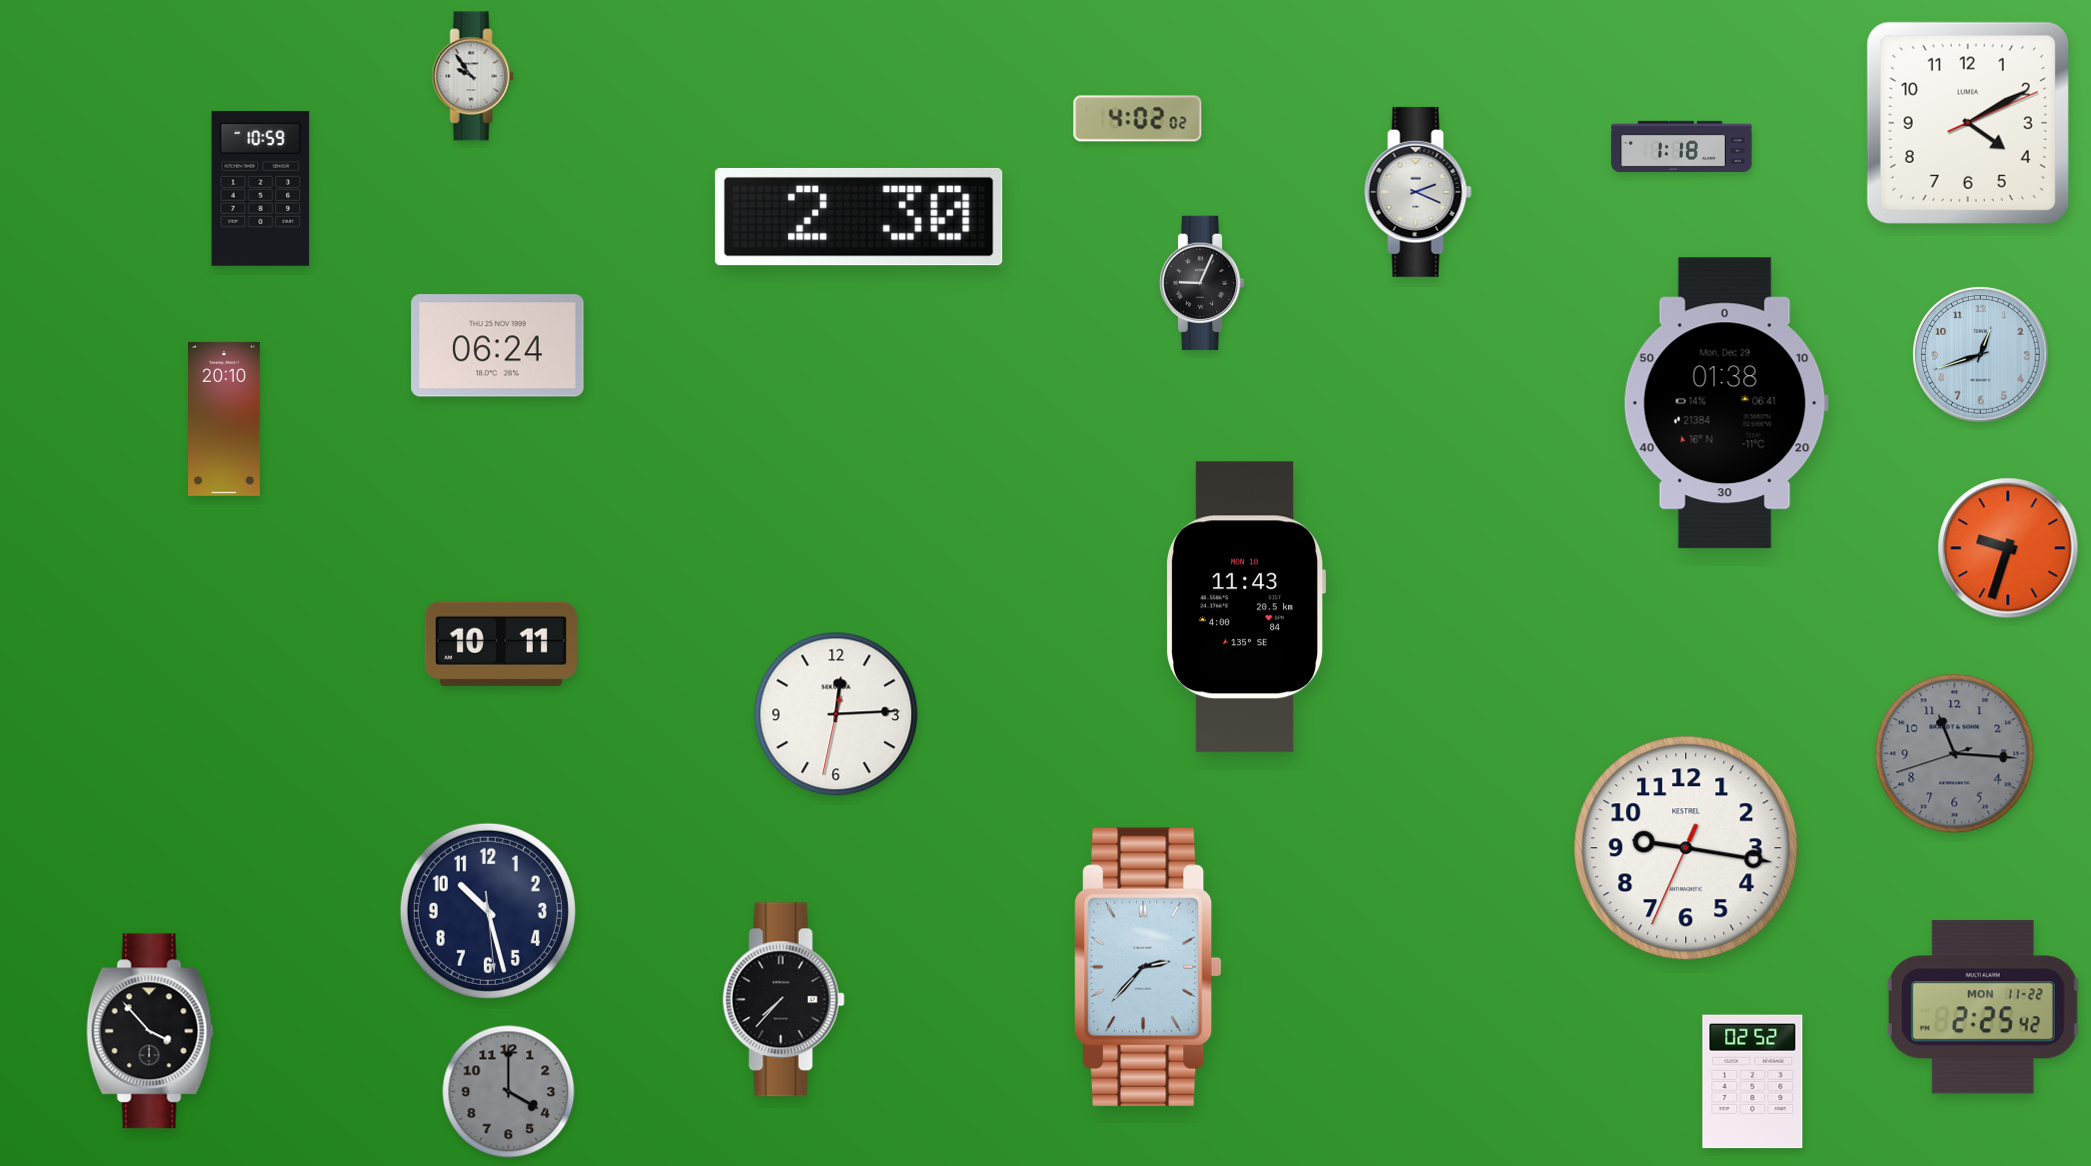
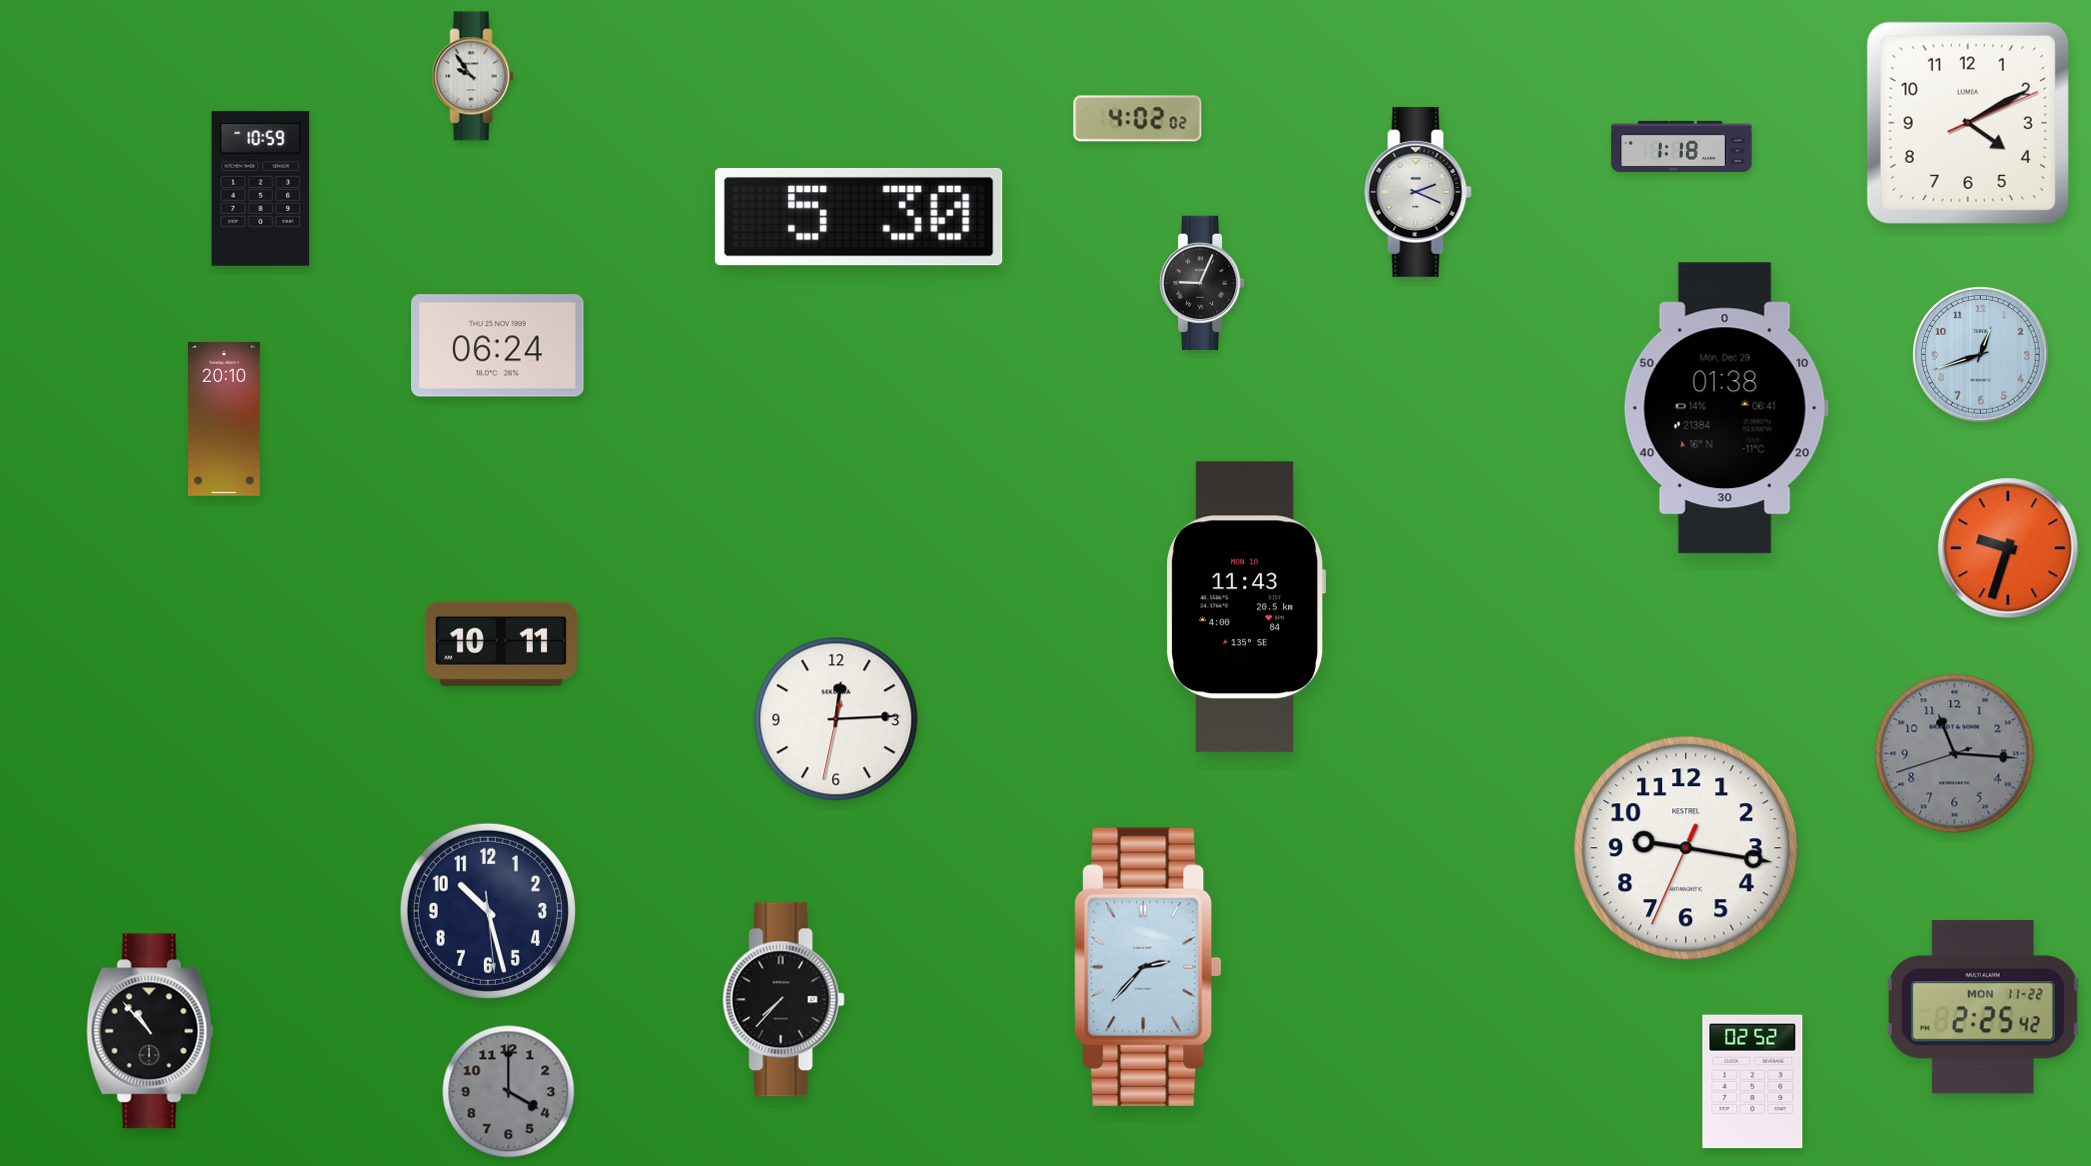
clock at (859, 217): 2:30 -> 5:30
clock at (1726, 403) position: (1726, 403) -> (1726, 408)
clock at (836, 714) position: (836, 714) -> (836, 719)
clock at (150, 1031): 3:53 -> 10:53
